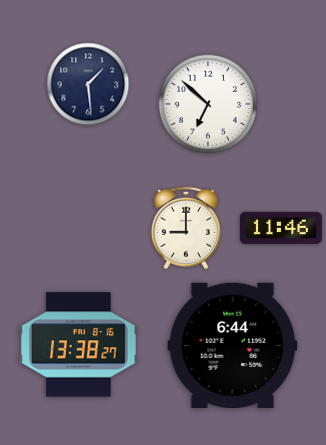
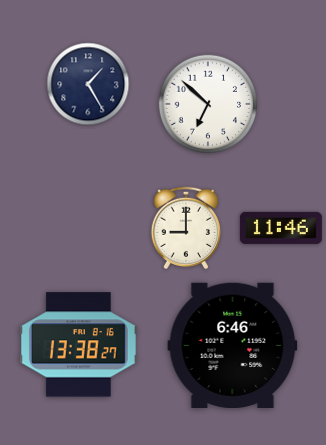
clock at (88, 84): 1:29 -> 1:25
clock at (233, 345): 6:44 -> 6:46
